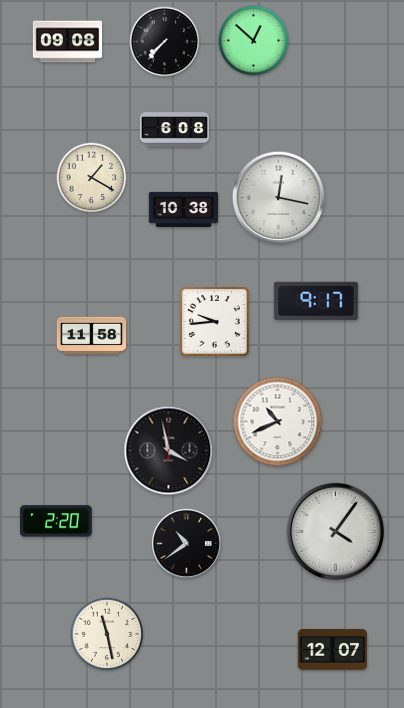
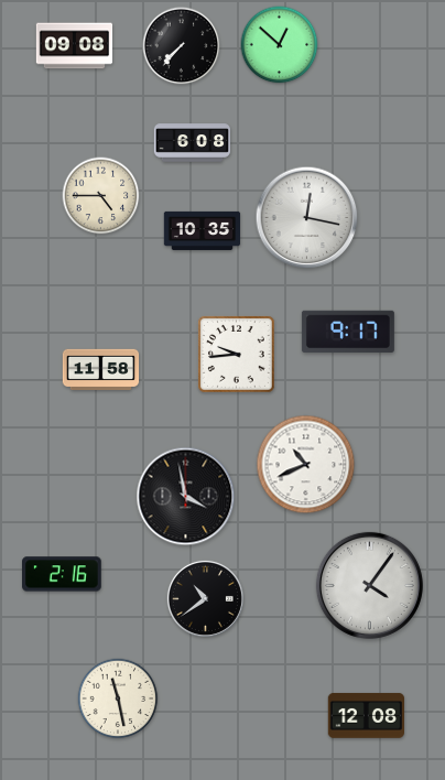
clock at (92, 178): 1:20 -> 4:45
clock at (184, 209): 10:38 -> 10:35
clock at (57, 521): 2:20 -> 2:16
clock at (332, 650): 12:07 -> 12:08
